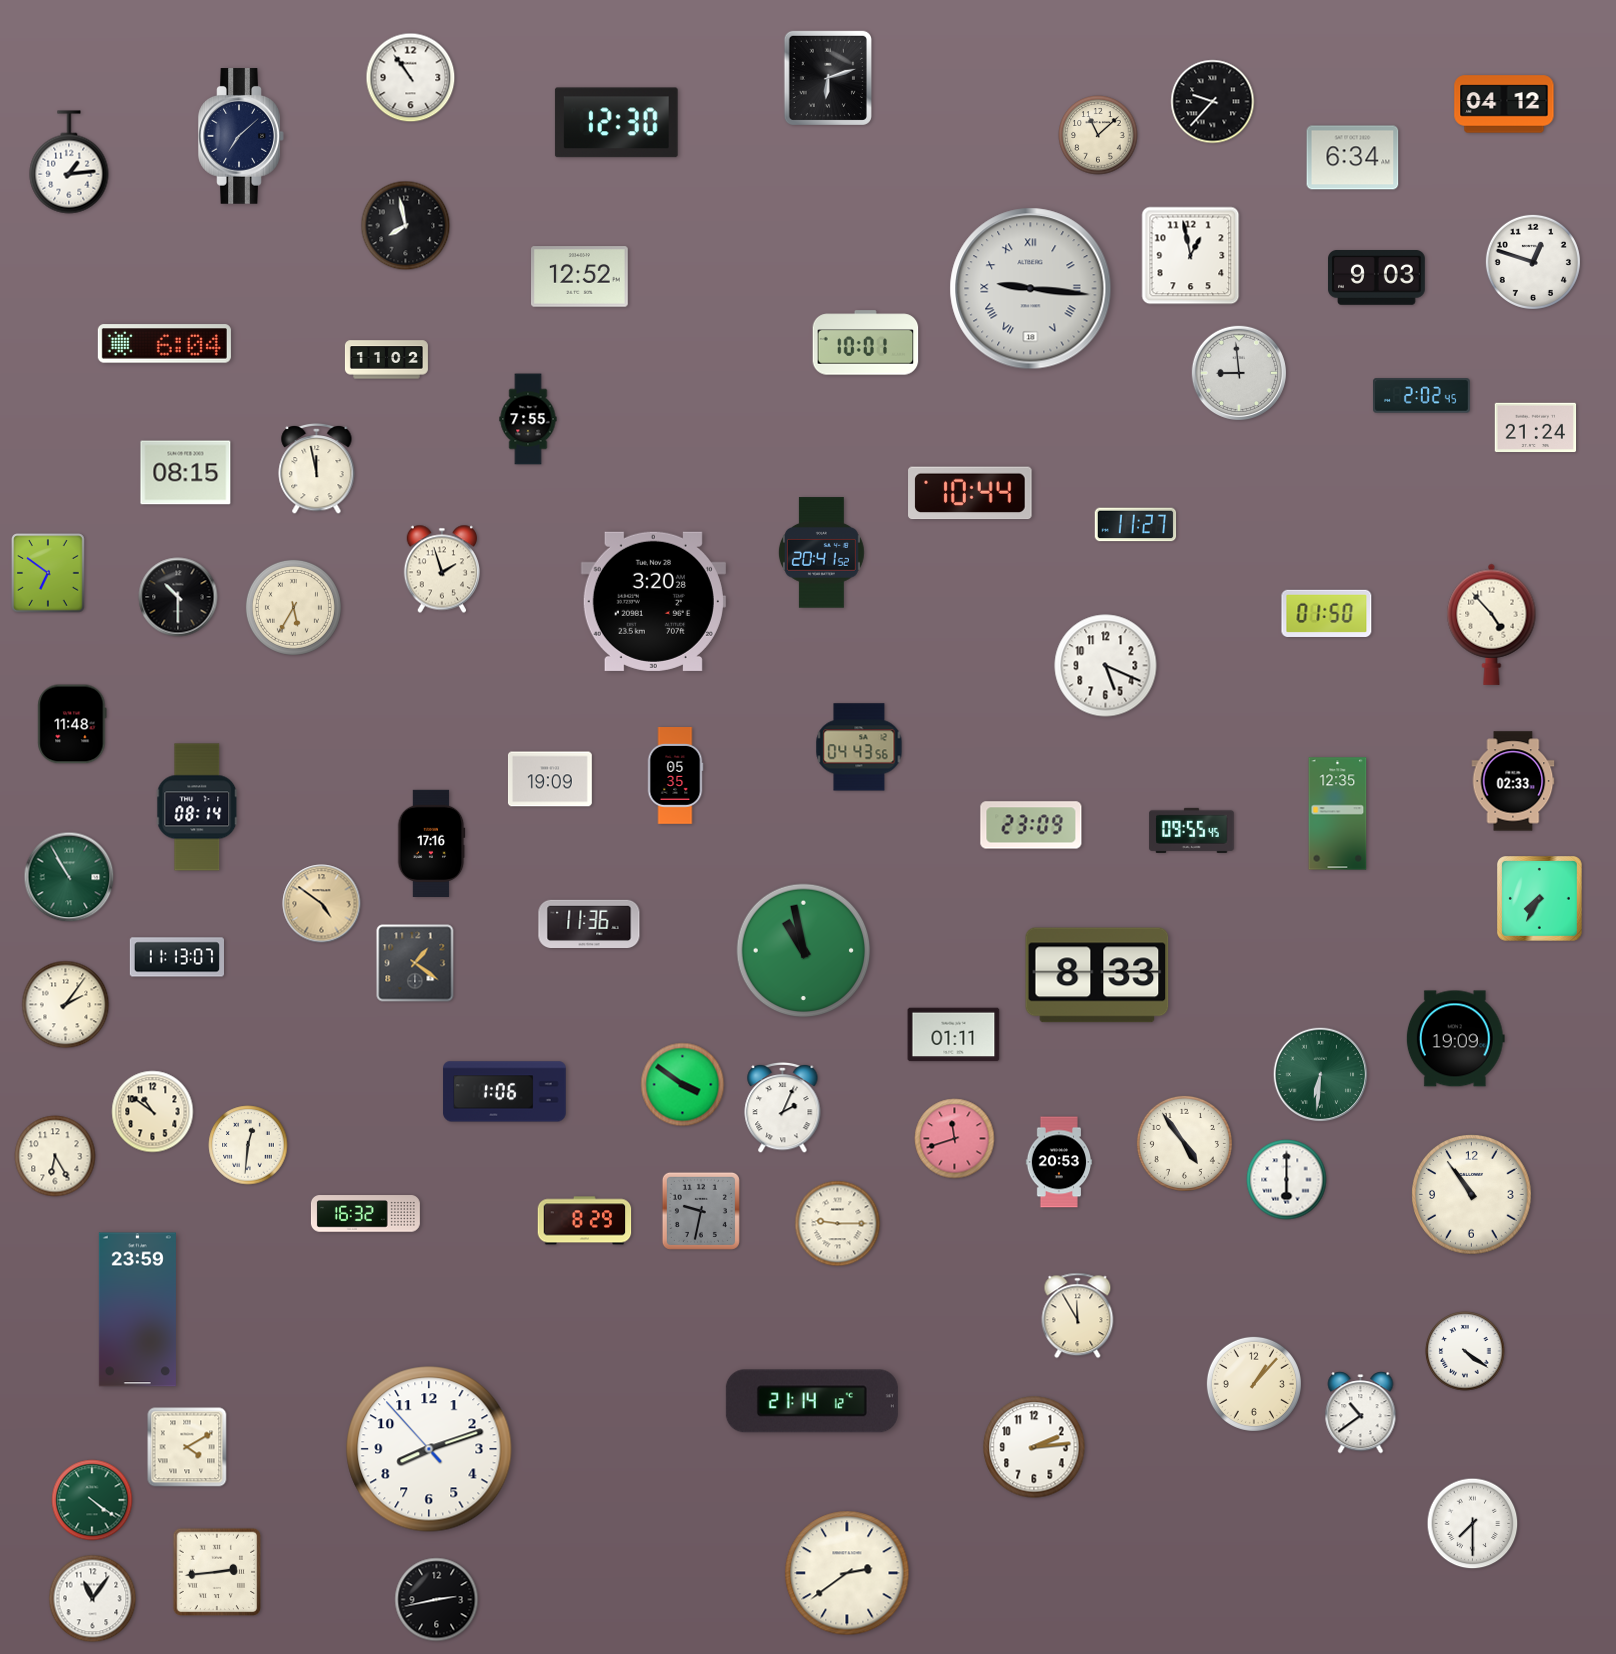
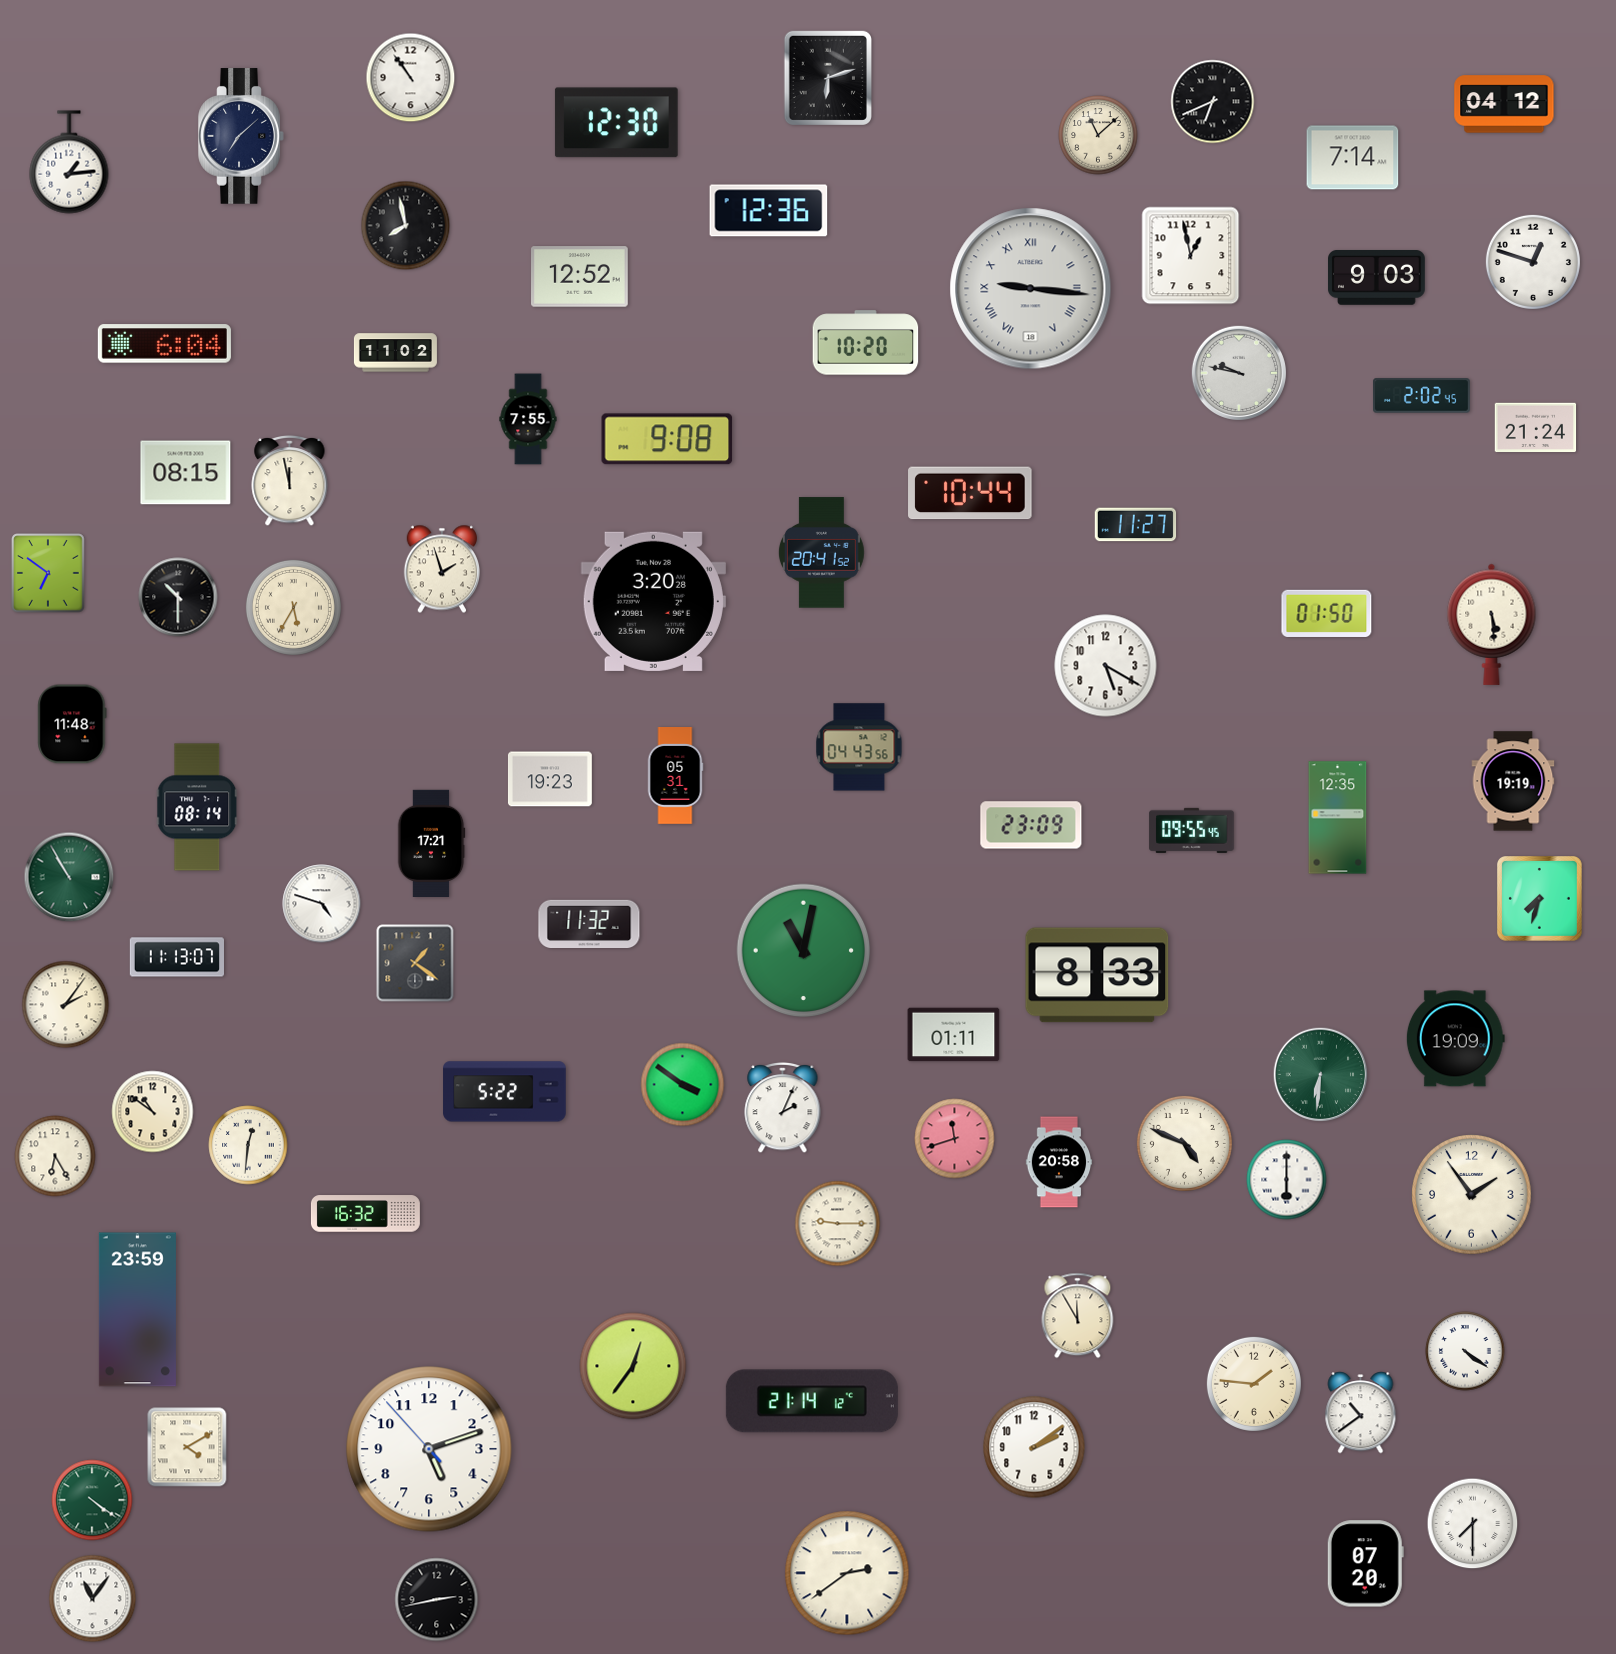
clock at (1213, 102): 9:37 -> 6:41
clock at (1353, 158): 6:34 -> 7:14
clock at (769, 211): none -> 12:36
clock at (866, 343): 10:01 -> 10:20
clock at (386, 360) position: (386, 360) -> (395, 353)
clock at (1238, 372): 8:59 -> 9:47
clock at (667, 439): none -> 9:08
clock at (317, 468) position: (317, 468) -> (290, 480)
clock at (1492, 624): 4:53 -> 5:29
clock at (1106, 666): 5:19 -> 5:20
clock at (675, 776): 05:35 -> 05:31
clock at (550, 779): 19:09 -> 19:23
clock at (1513, 781): 02:33 -> 19:19
clock at (1338, 814) position: (1338, 814) -> (1338, 818)
clock at (431, 843): 17:16 -> 17:21
clock at (1540, 899): 7:35 -> 7:33
clock at (322, 904): 4:51 -> 4:48
clock at (322, 904) dial: champagne -> white
clock at (589, 923): 11:36 -> 11:32
clock at (804, 951): 10:58 -> 11:02
clock at (505, 1092): 1:06 -> 5:22
clock at (1184, 1143): 4:54 -> 4:49
clock at (1059, 1162): 20:53 -> 20:58
clock at (1472, 1195): 10:54 -> 1:54
clock at (701, 1211): 9:32 -> none
clock at (585, 1221): 8:29 -> none
clock at (633, 1366): none -> 12:36
clock at (1254, 1384): 1:07 -> 1:46
clock at (1034, 1447): 2:14 -> 2:09
clock at (429, 1449): 8:11 -> 5:11
clock at (1365, 1564): none -> 07:20
clock at (217, 1572): 2:44 -> none
